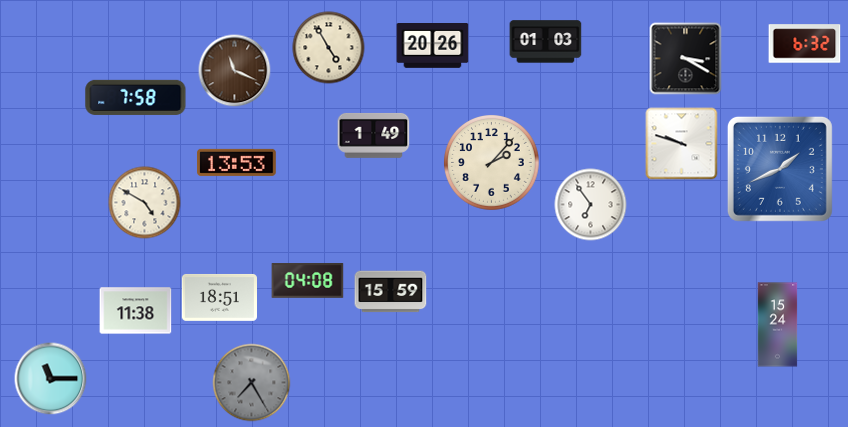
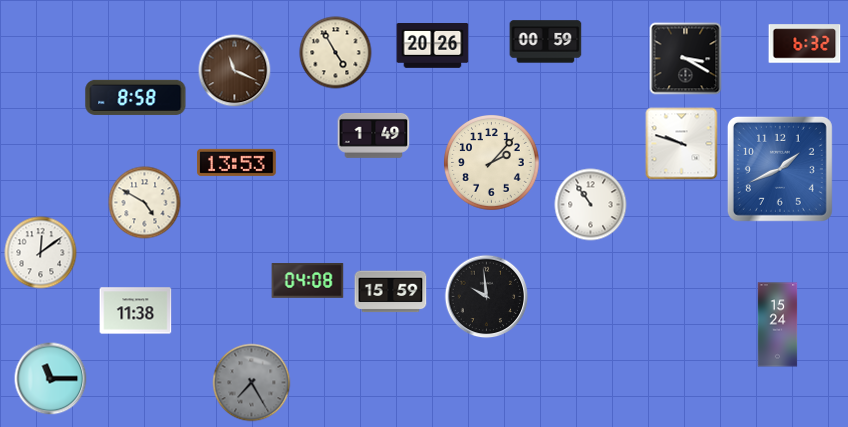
clock at (546, 42): 01:03 -> 00:59
clock at (329, 48) position: (329, 48) -> (336, 53)
clock at (136, 97): 7:58 -> 8:58
clock at (591, 205): 6:54 -> 10:54
clock at (41, 253): none -> 12:09
clock at (219, 297): 18:51 -> none
clock at (487, 297): none -> 9:59
